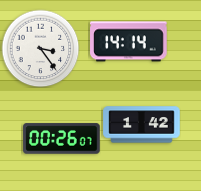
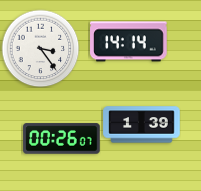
clock at (142, 125): 1:42 -> 1:39
